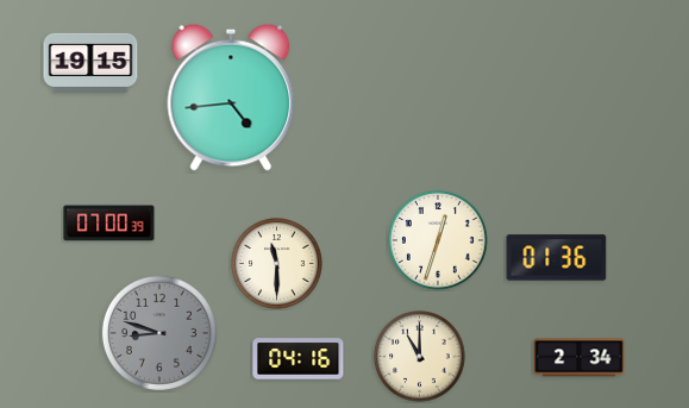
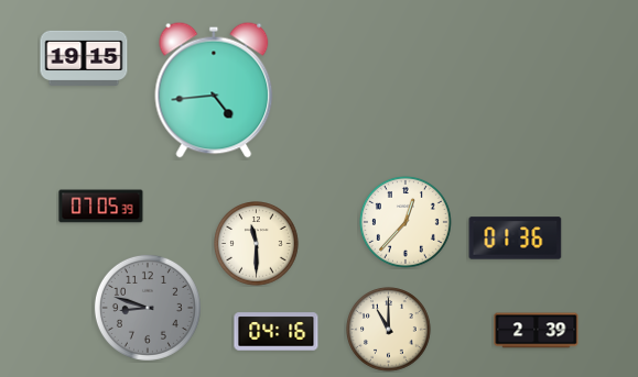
clock at (109, 224): 07:00 -> 07:05
clock at (438, 240): 12:33 -> 12:37
clock at (580, 358): 2:34 -> 2:39
